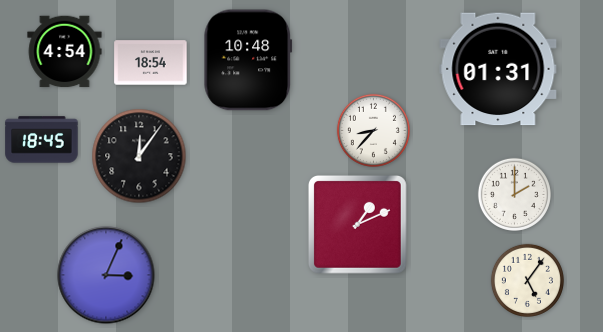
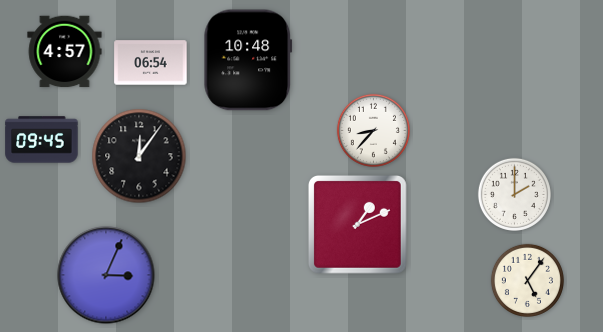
clock at (65, 52): 4:54 -> 4:57
clock at (151, 63): 18:54 -> 06:54
clock at (498, 69): 01:31 -> none
clock at (42, 140): 18:45 -> 09:45
